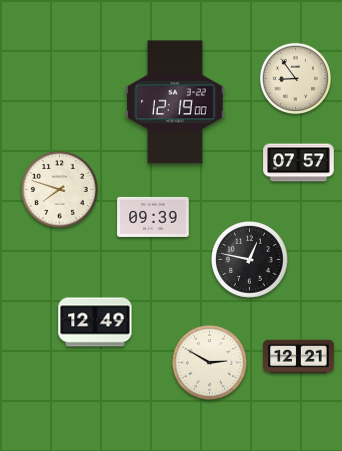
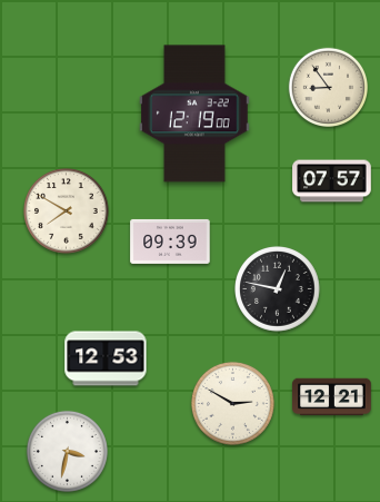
clock at (60, 190): 7:48 -> 7:50
clock at (95, 322): 12:49 -> 12:53
clock at (67, 451): none -> 3:32
